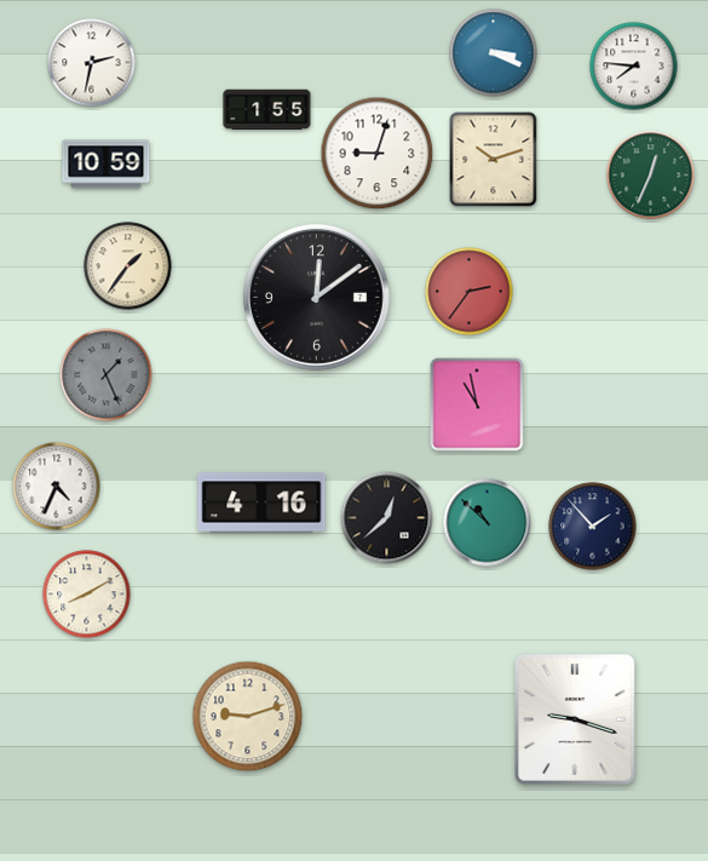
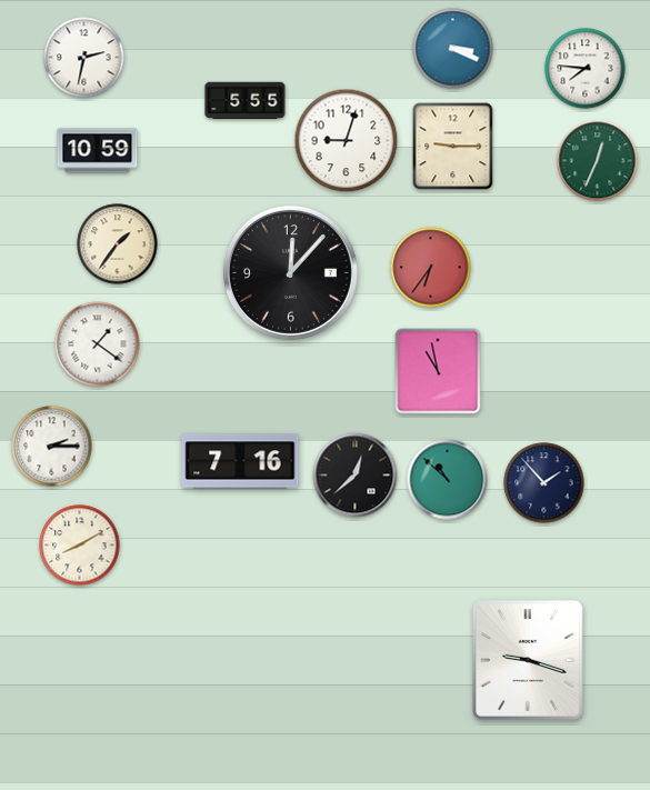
clock at (634, 67) position: (634, 67) -> (586, 69)
clock at (267, 110): 1:55 -> 5:55
clock at (494, 160): 10:12 -> 9:15
clock at (470, 292): 2:36 -> 6:36
clock at (316, 297): 12:09 -> 12:07
clock at (107, 375): 1:26 -> 1:21
clock at (107, 375) dial: grey -> white
clock at (57, 487): 4:34 -> 2:15
clock at (261, 503): 4:16 -> 7:16
clock at (248, 717): 9:12 -> none
